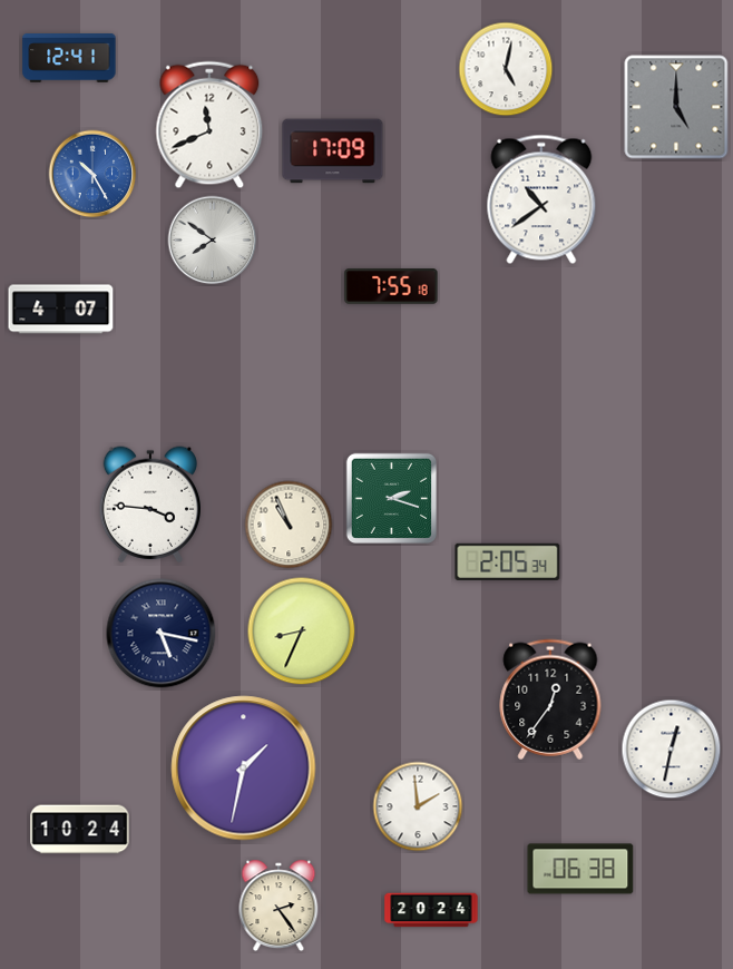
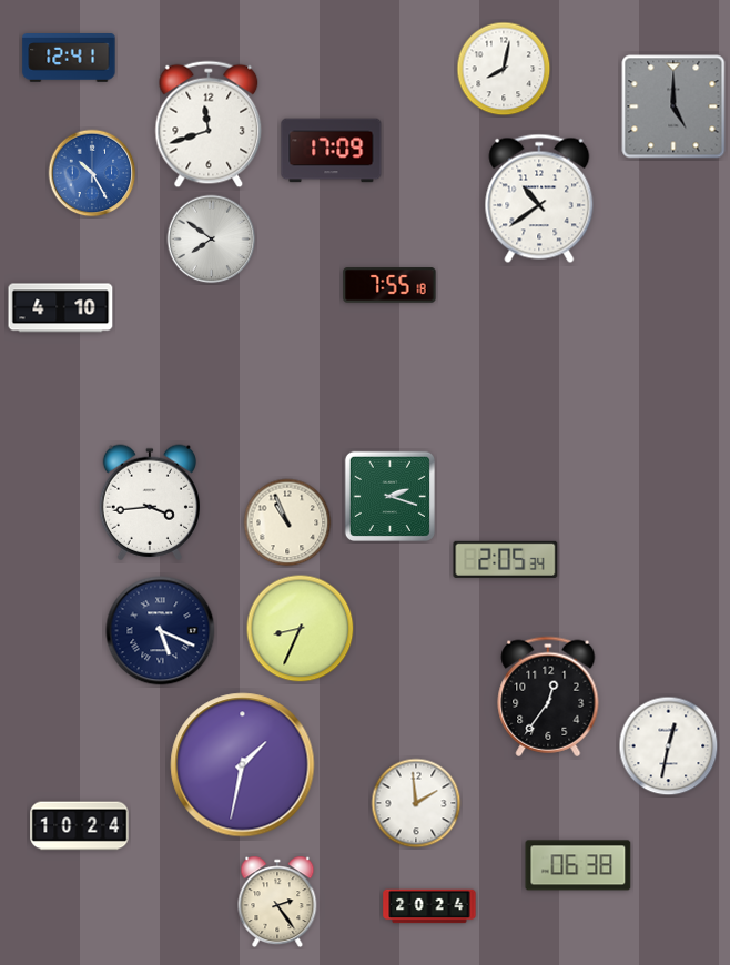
clock at (506, 69): 5:02 -> 8:02
clock at (209, 125): 11:41 -> 11:42
clock at (61, 310): 4:07 -> 4:10
clock at (150, 505): 3:46 -> 3:44
clock at (162, 634): 5:17 -> 5:19
